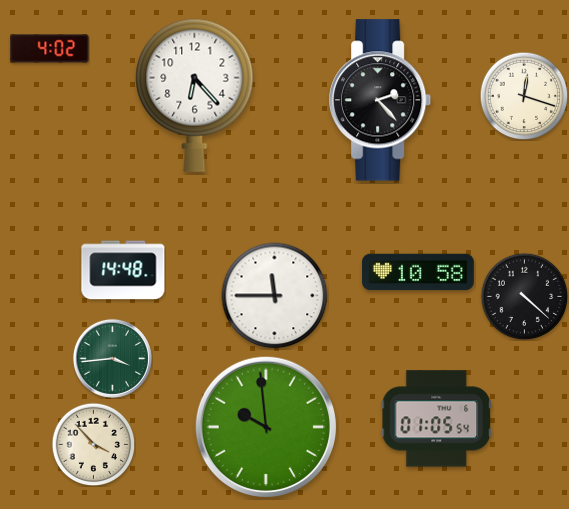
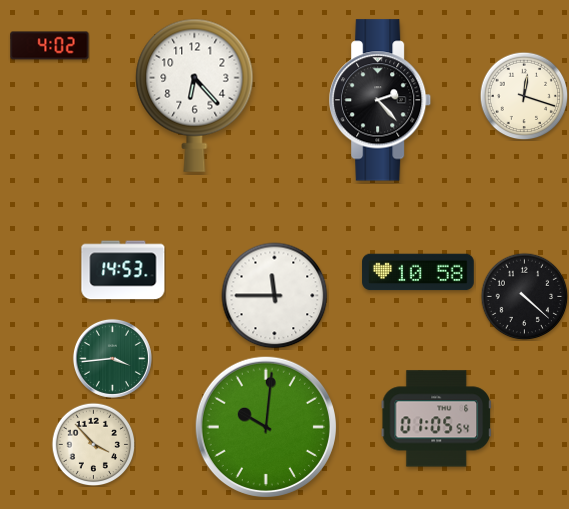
clock at (50, 49) position: (50, 49) -> (50, 46)
clock at (123, 270): 14:48 -> 14:53
clock at (265, 426): 9:59 -> 10:01
